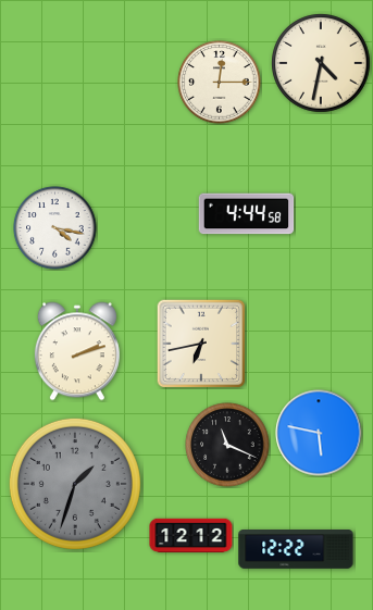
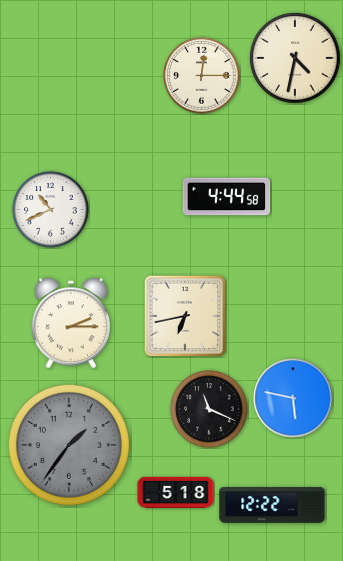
clock at (55, 228): 4:17 -> 10:41
clock at (77, 351): 2:12 -> 2:15
clock at (75, 484): 1:33 -> 1:36
clock at (191, 536): 12:12 -> 5:18
